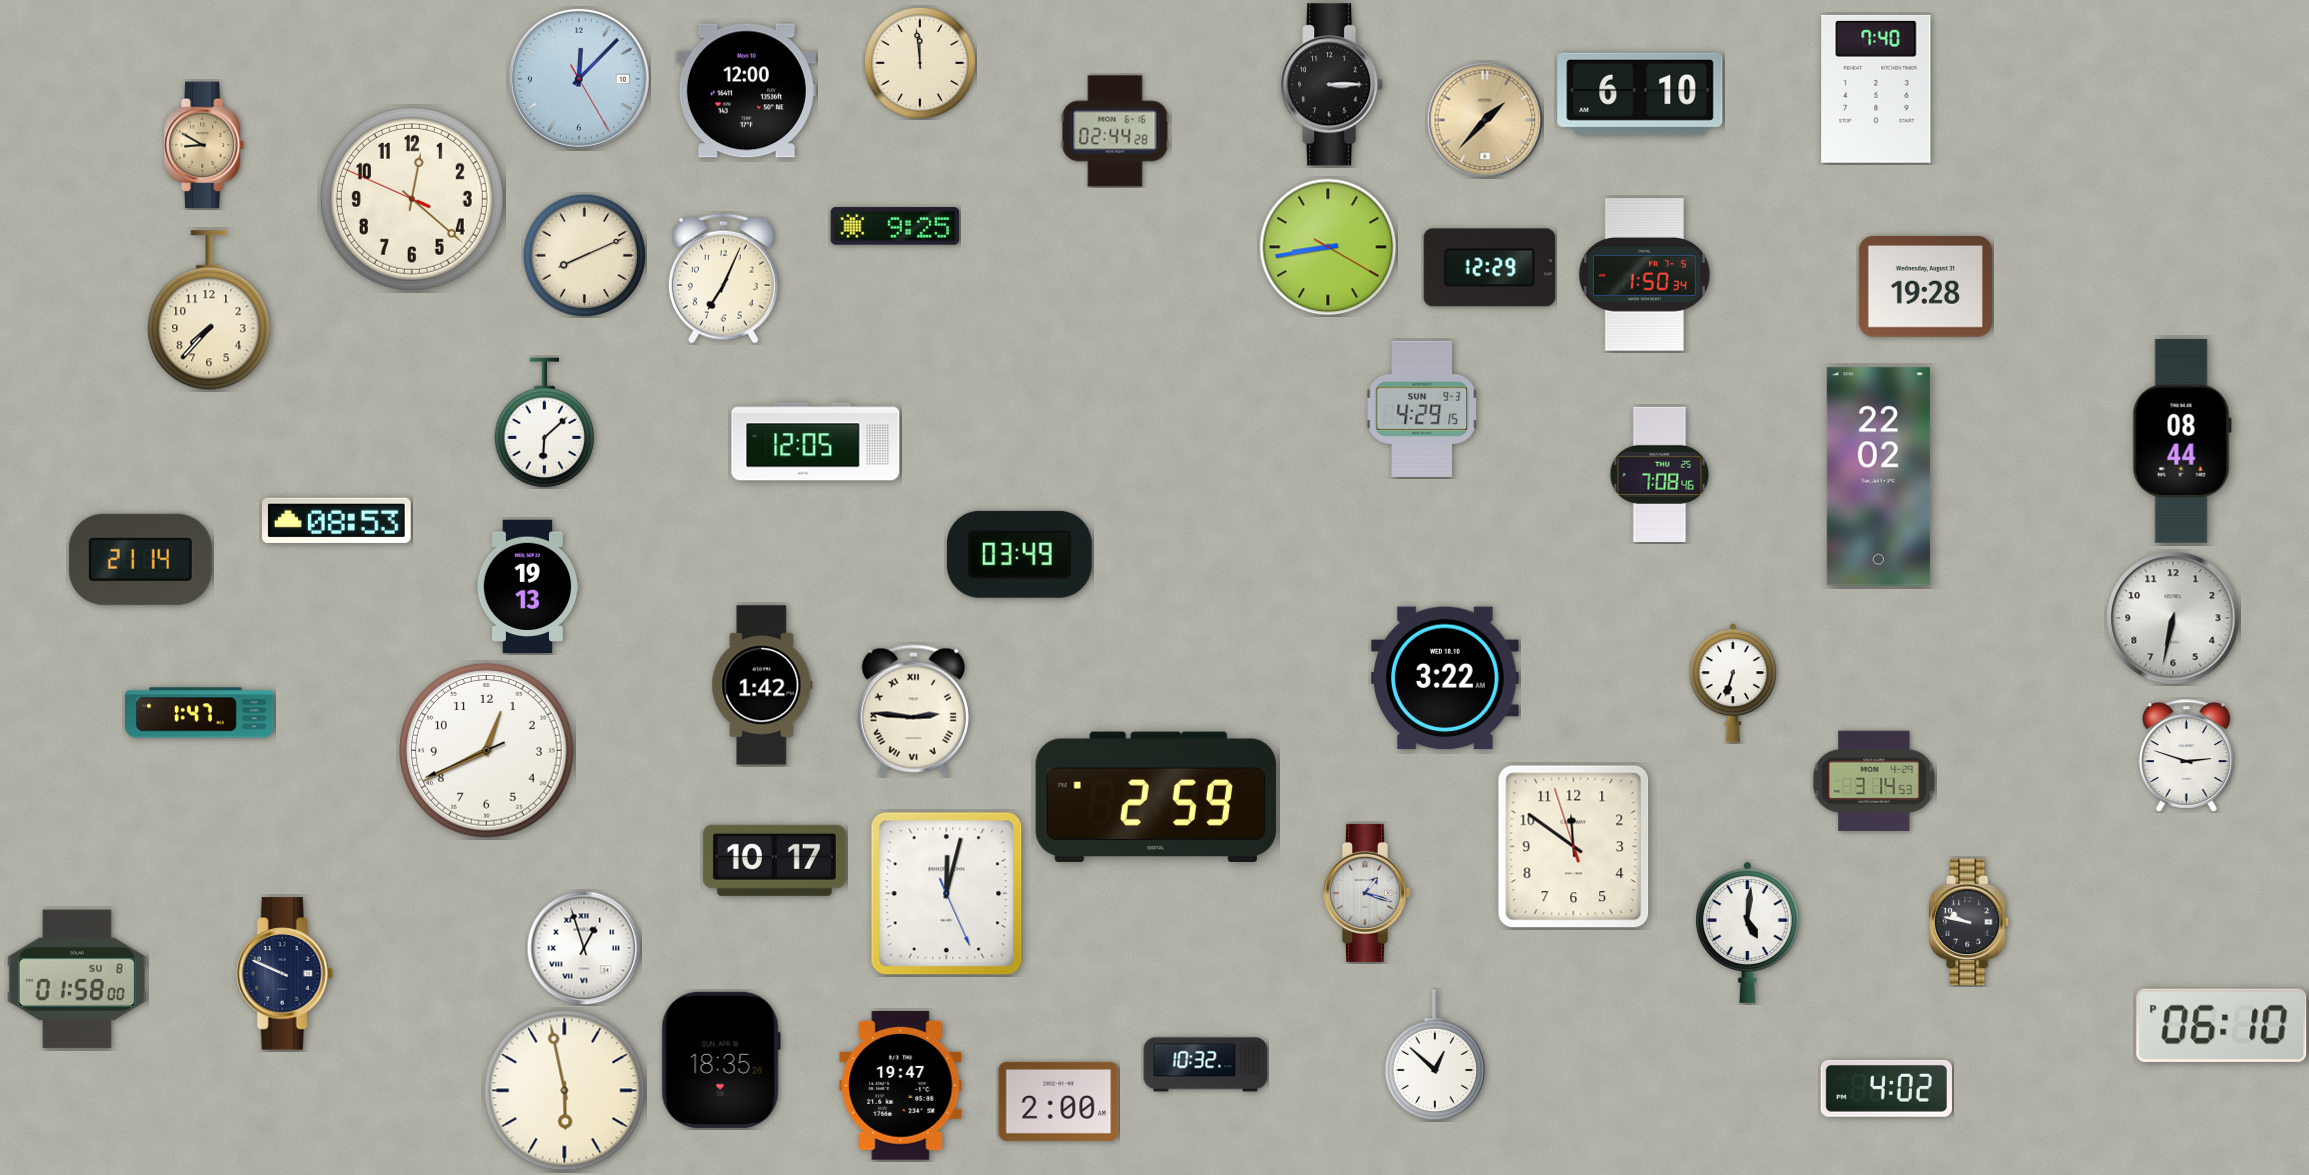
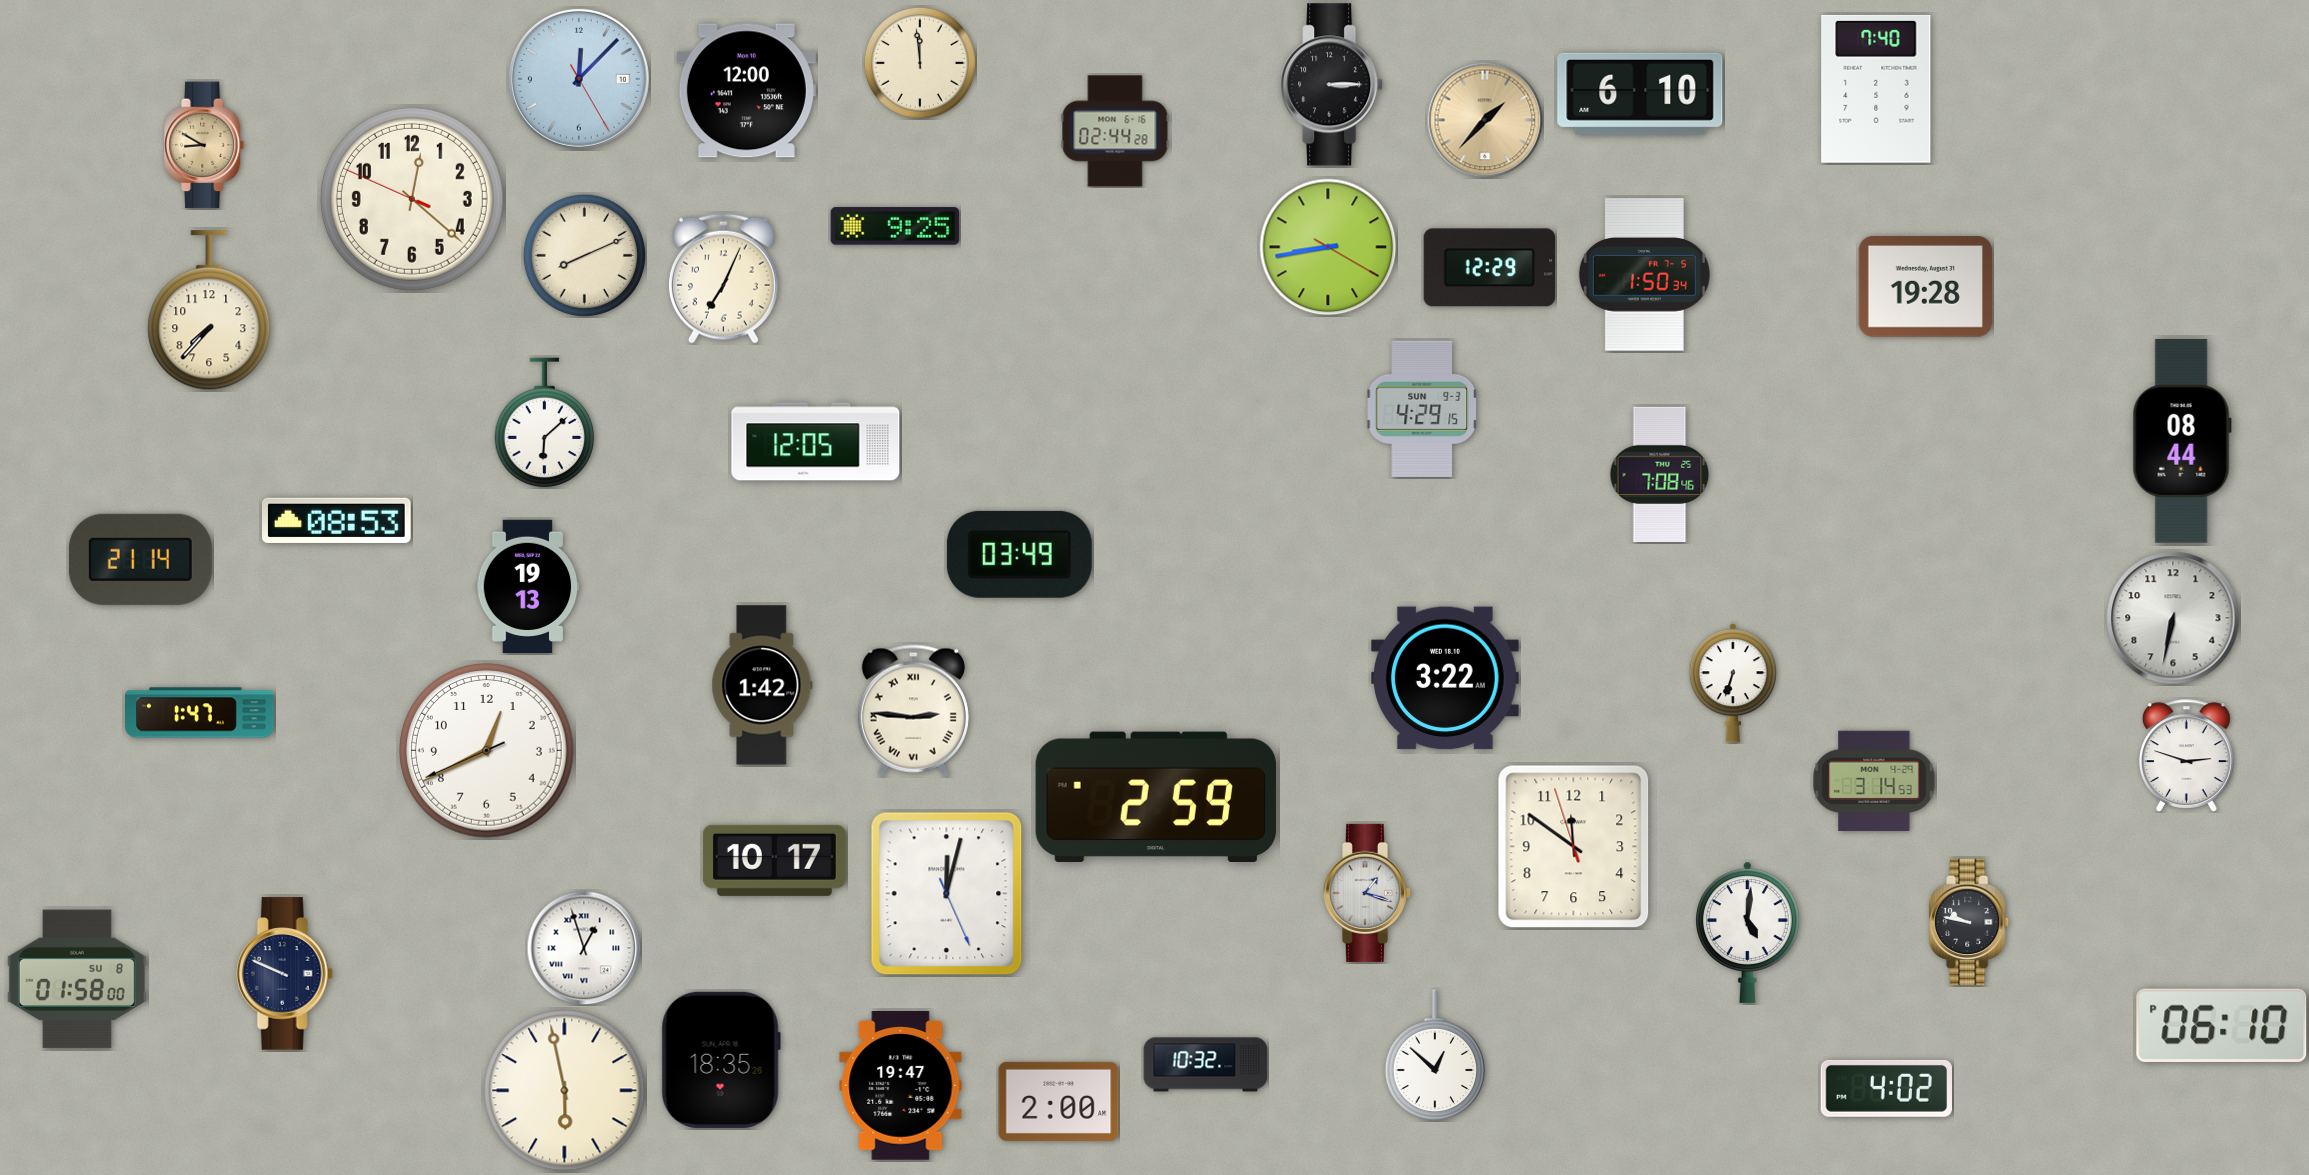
clock at (1878, 477): 22:02 -> none
